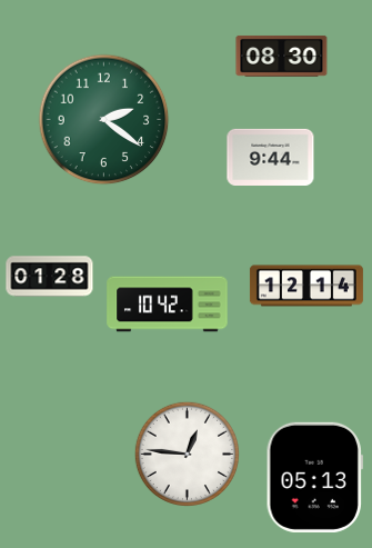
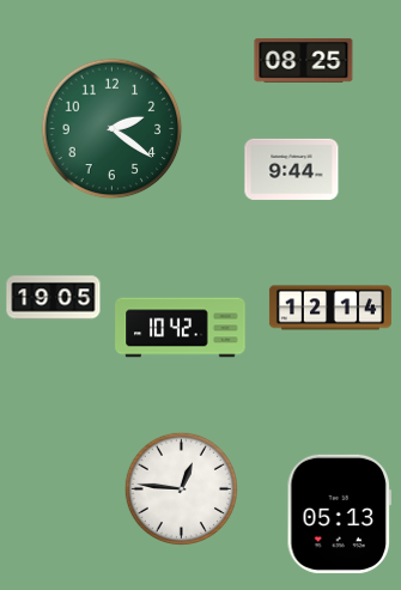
clock at (282, 56): 08:30 -> 08:25
clock at (50, 277): 01:28 -> 19:05
clock at (187, 454) position: (187, 454) -> (181, 488)
